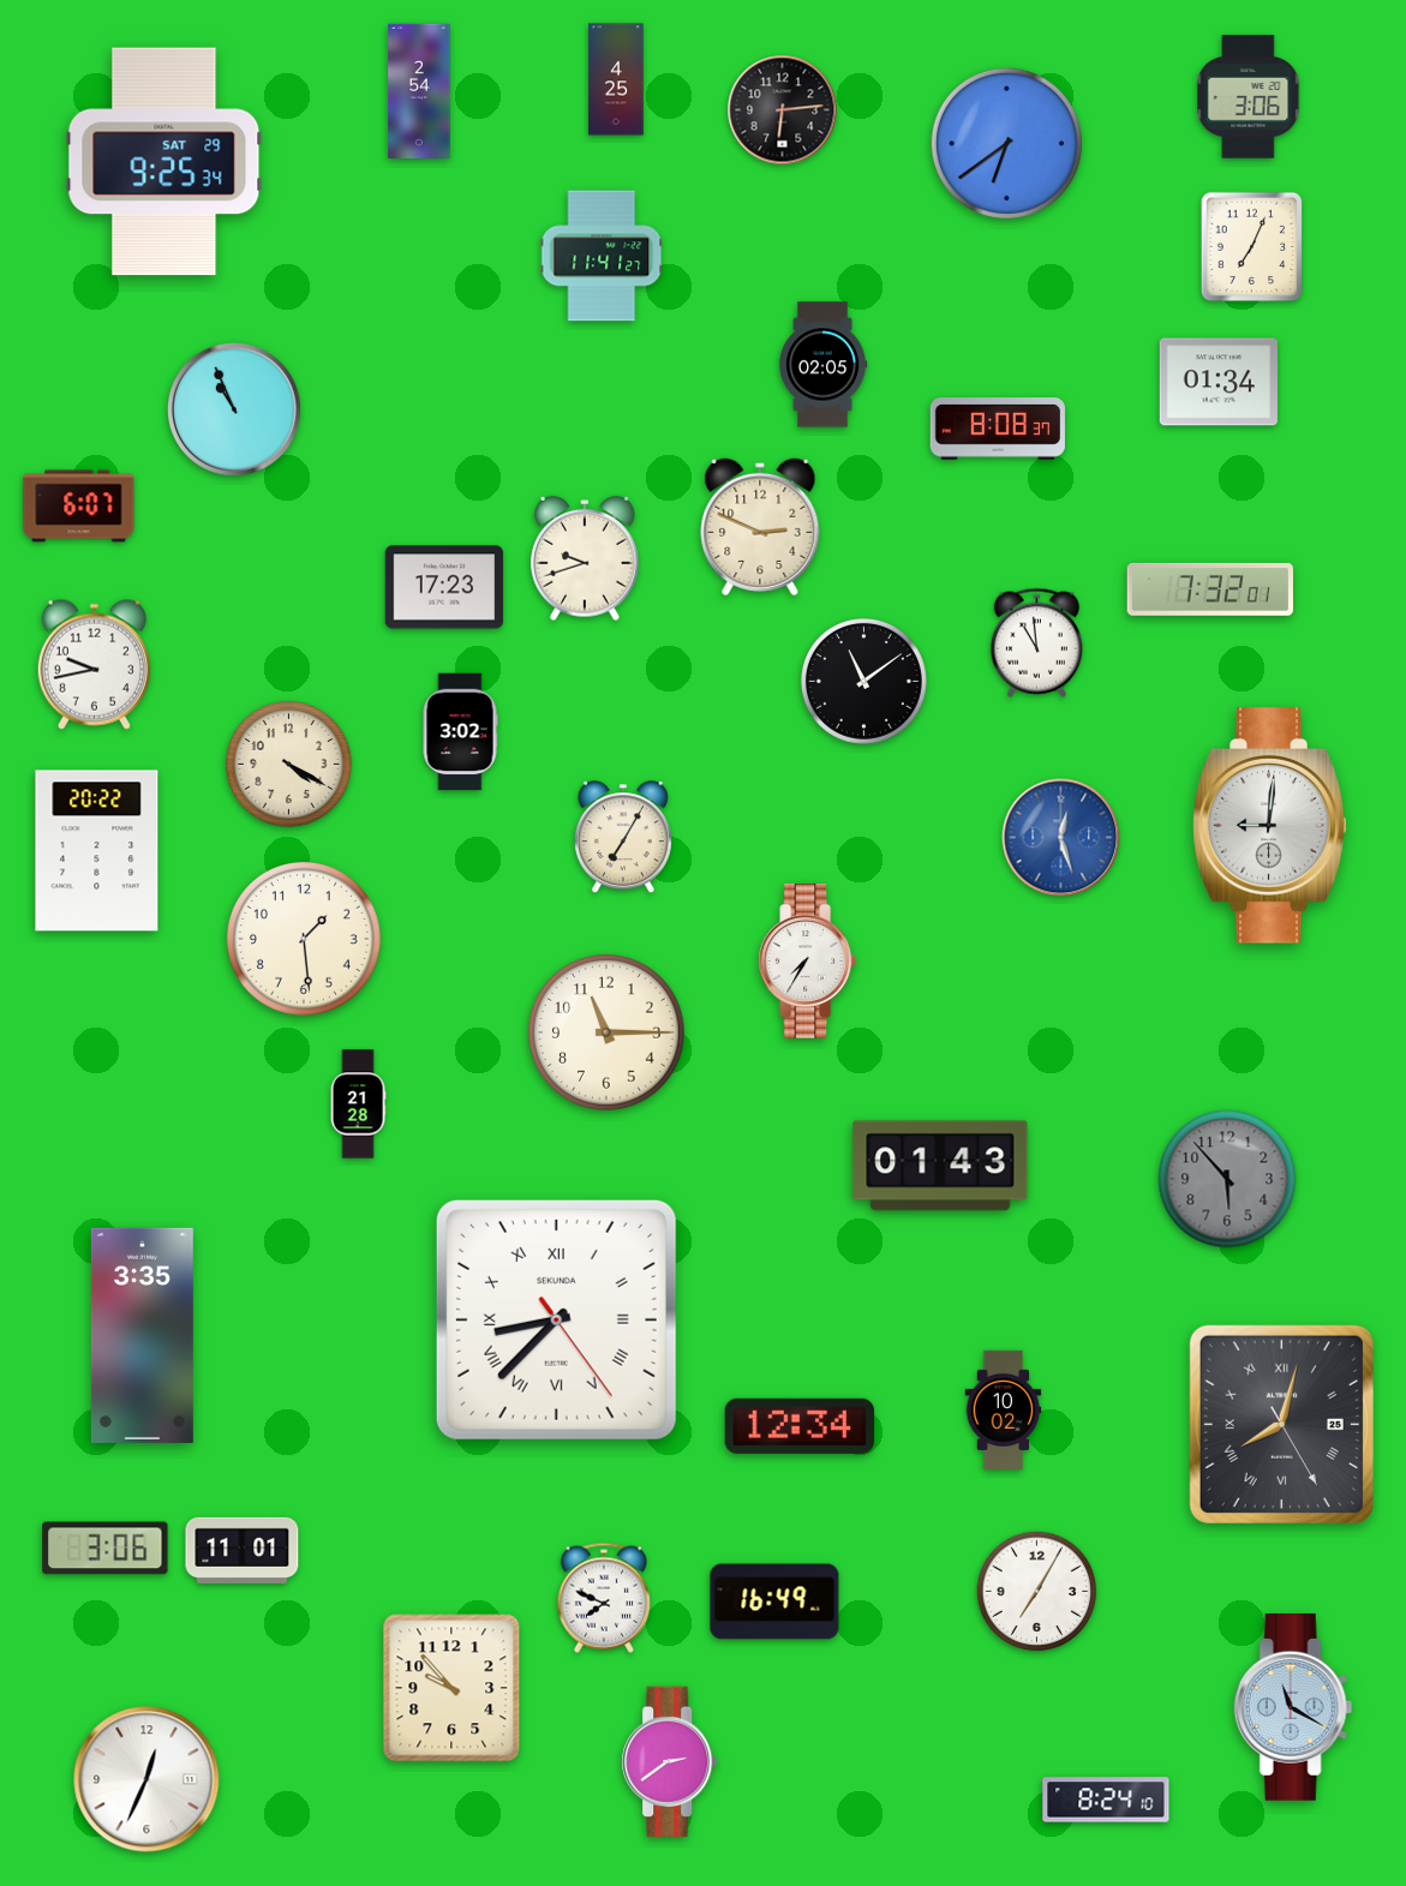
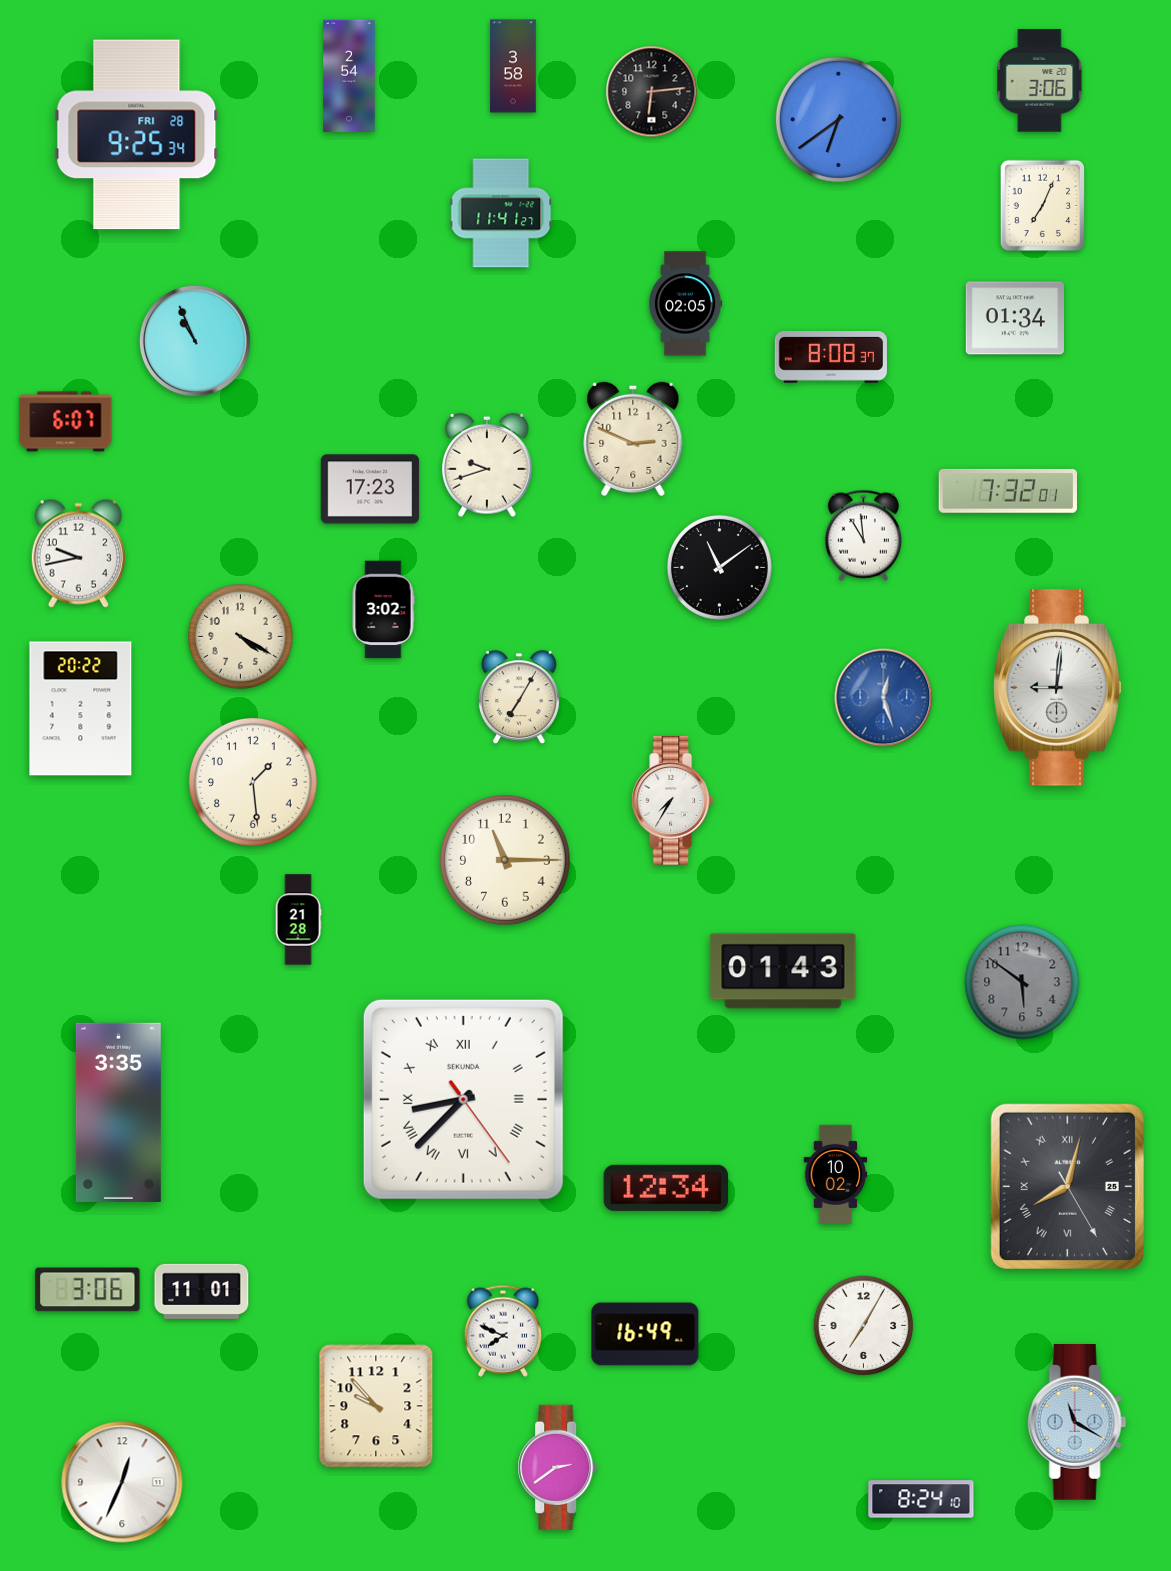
clock at (616, 79): 4:25 -> 3:58
clock at (164, 162) date: SAT 29 -> FRI 28
clock at (1227, 1179): 5:53 -> 5:51
